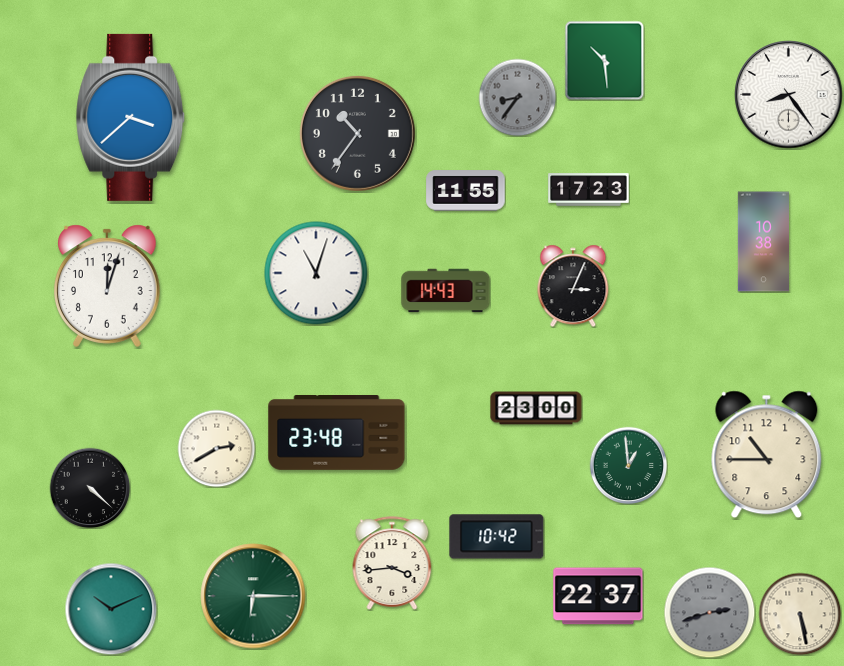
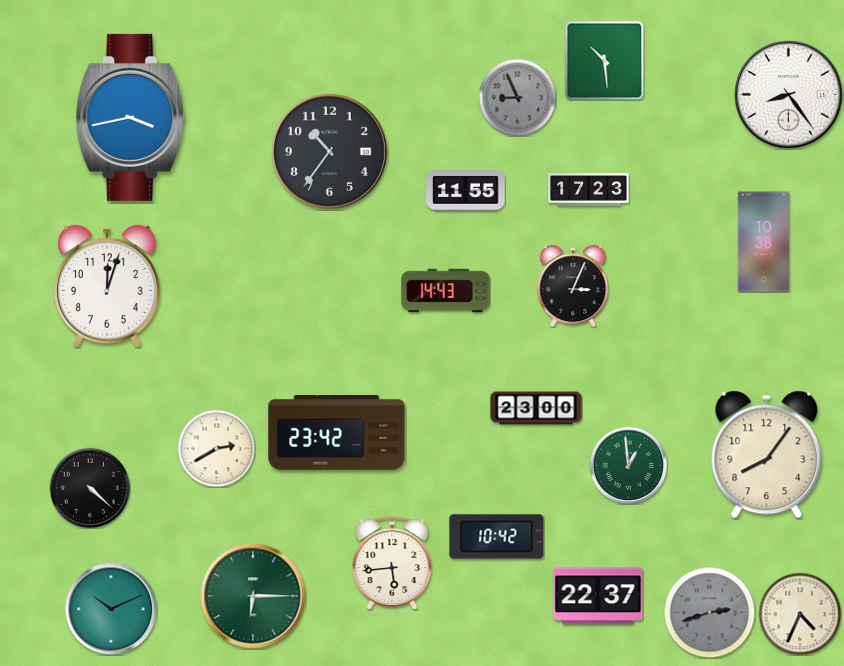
clock at (517, 97): 8:36 -> 8:56
clock at (131, 117): 3:38 -> 3:43
clock at (357, 133) position: (357, 133) -> (329, 151)
clock at (316, 273): 11:03 -> none
clock at (337, 433): 23:48 -> 23:42
clock at (767, 455): 10:45 -> 8:06
clock at (392, 563): 3:44 -> 5:44
clock at (800, 614): 5:28 -> 4:34
